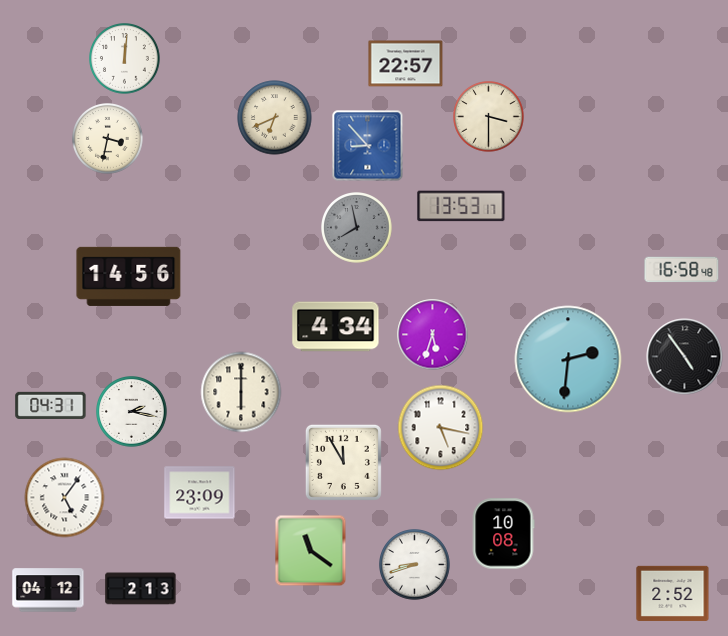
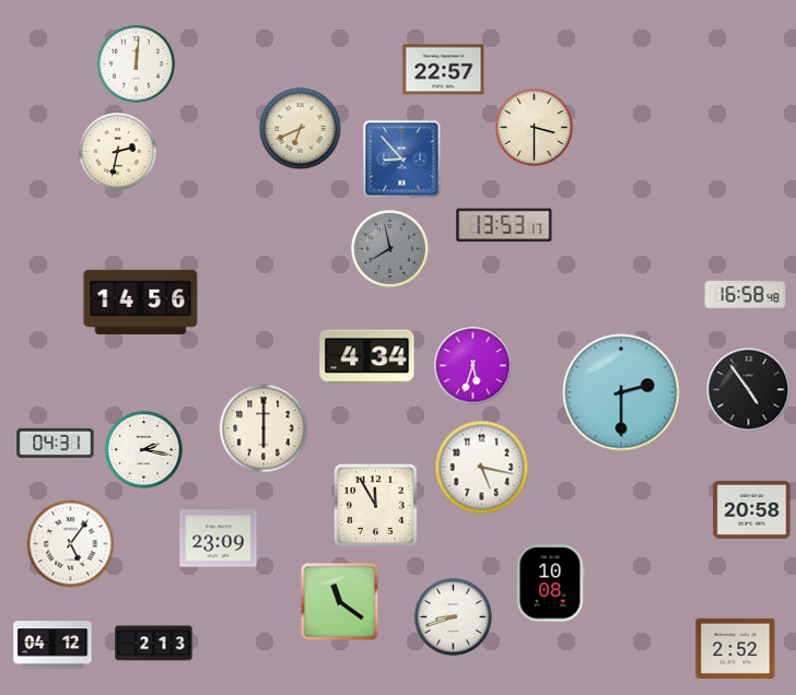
clock at (108, 139): 3:32 -> 2:32
clock at (568, 359): 2:31 -> 2:30
clock at (752, 509): none -> 20:58
